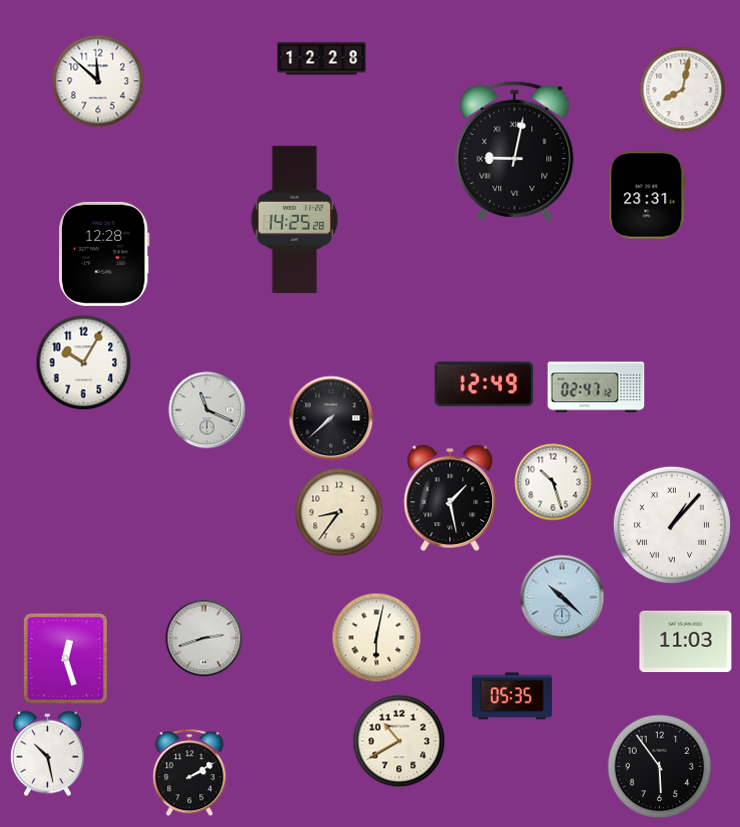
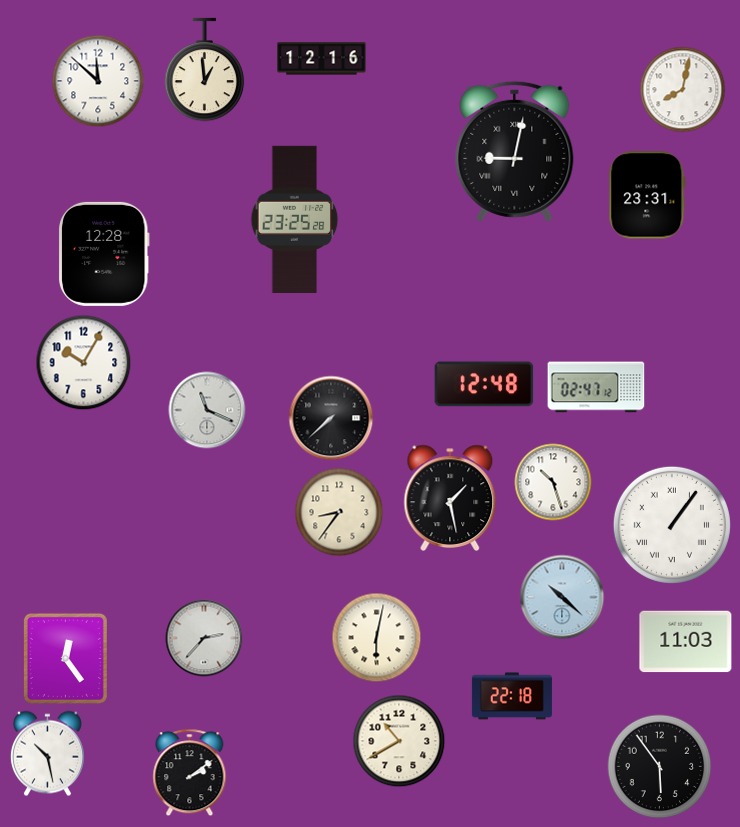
clock at (322, 59): 12:28 -> 12:16
clock at (205, 70): none -> 12:59
clock at (295, 219): 14:25 -> 23:25
clock at (484, 384): 12:49 -> 12:48
clock at (672, 525): 1:07 -> 1:06
clock at (204, 638): 2:42 -> 2:37
clock at (65, 658): 12:27 -> 12:24
clock at (512, 696): 05:35 -> 22:18
clock at (190, 773): 2:10 -> 2:09
